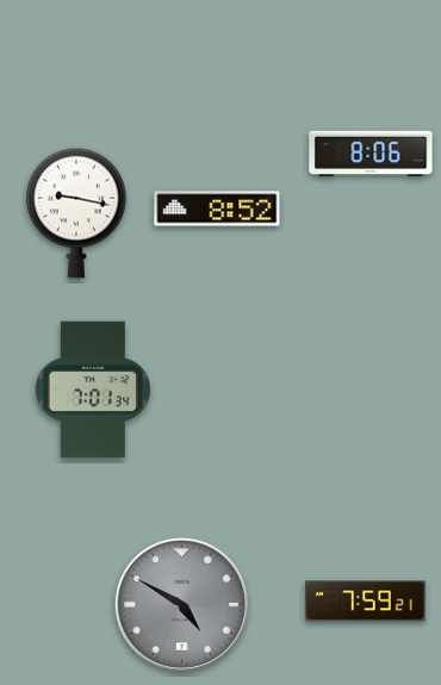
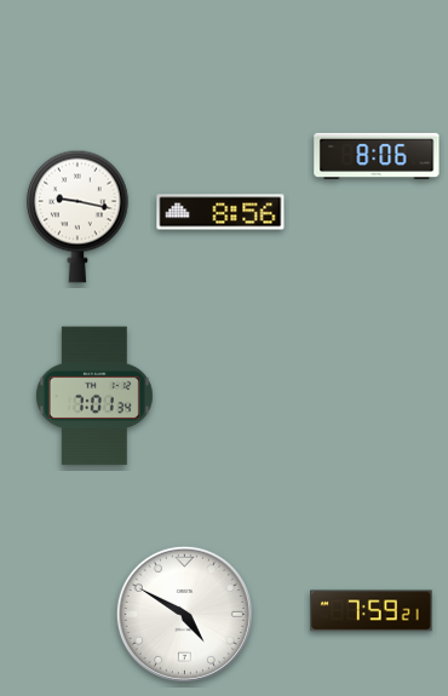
clock at (217, 208): 8:52 -> 8:56
clock at (181, 604) dial: grey -> white
